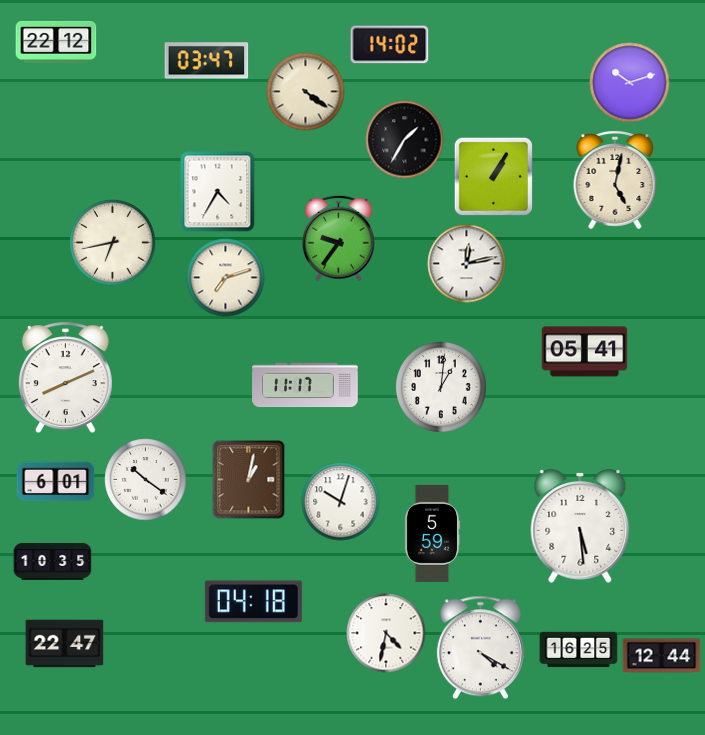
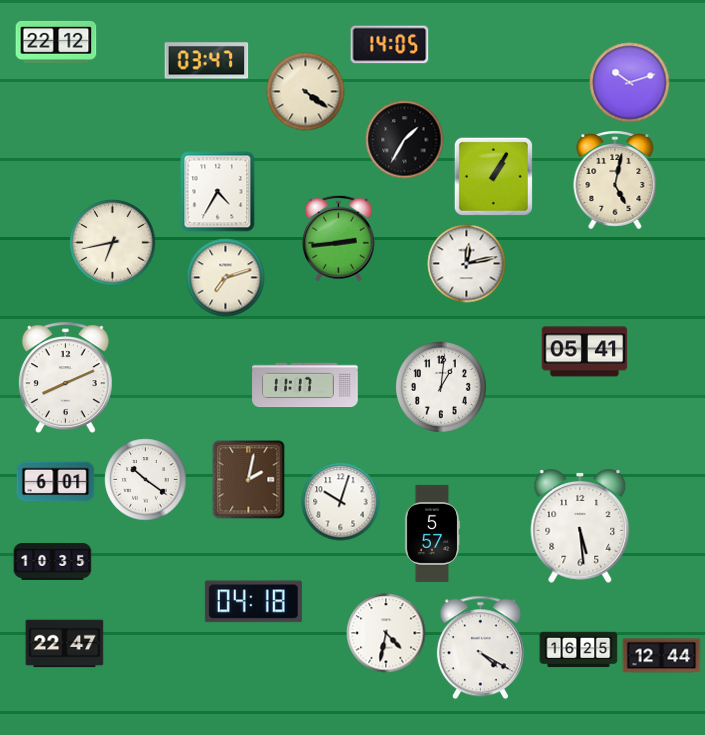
clock at (389, 45): 14:02 -> 14:05
clock at (339, 238): 9:36 -> 2:44
clock at (249, 479): 1:02 -> 2:02
clock at (432, 533): 5:59 -> 5:57
